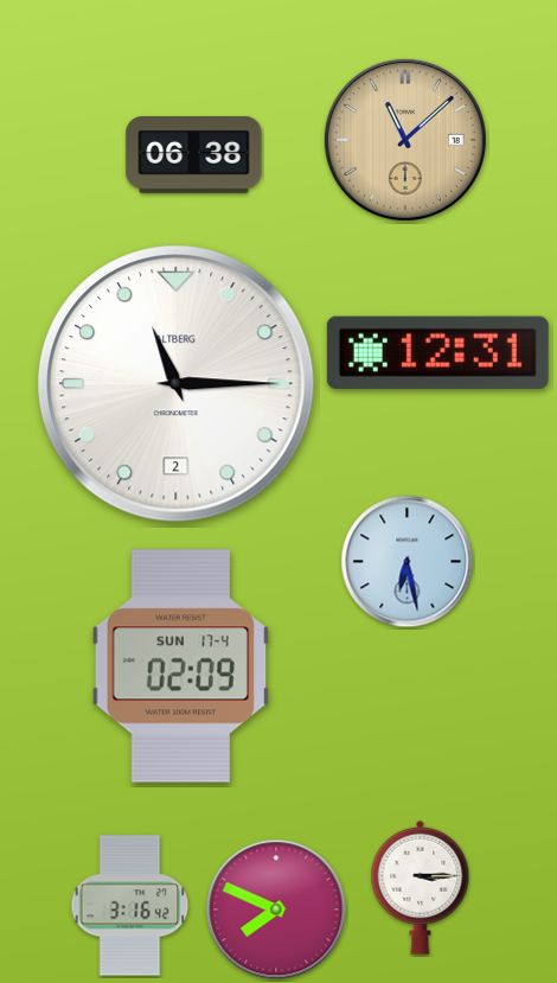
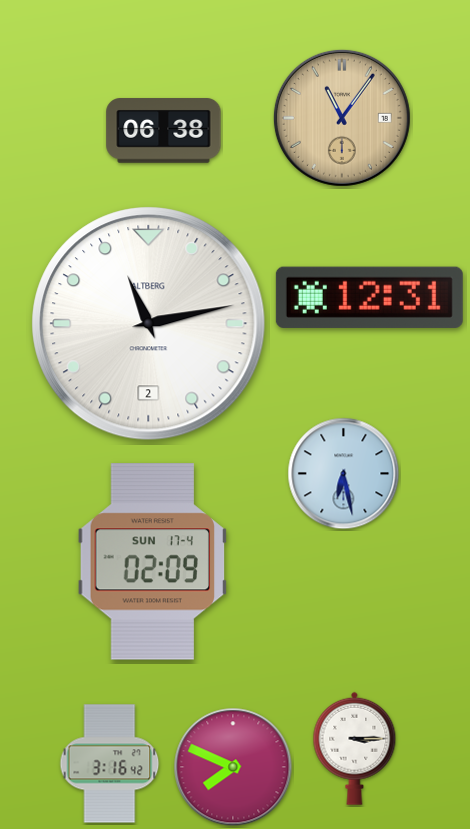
clock at (405, 140): 11:08 -> 11:06
clock at (177, 384): 11:15 -> 11:13
